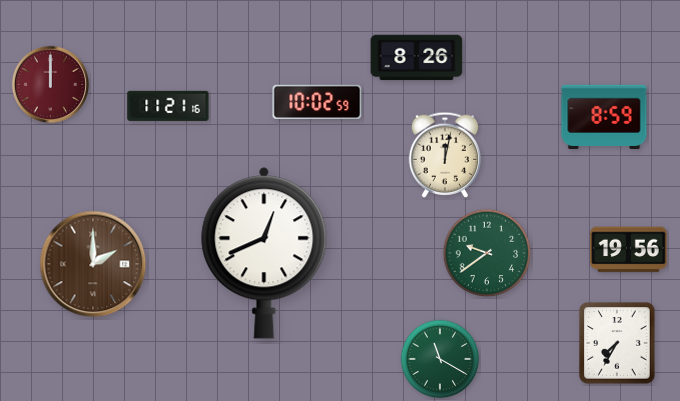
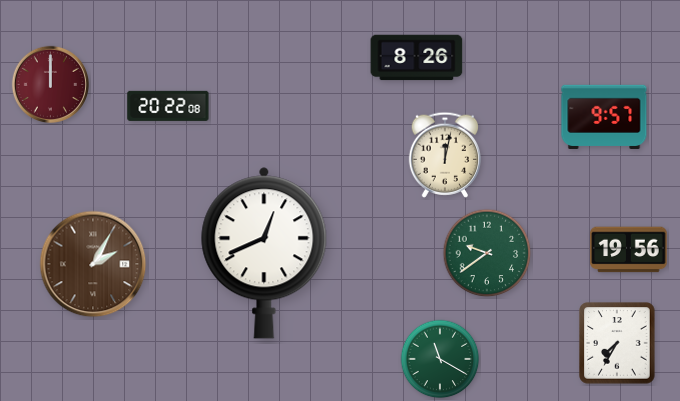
clock at (317, 101): 10:02 -> none
clock at (168, 106): 11:21 -> 20:22
clock at (604, 117): 8:59 -> 9:57
clock at (93, 264): 2:00 -> 2:05
